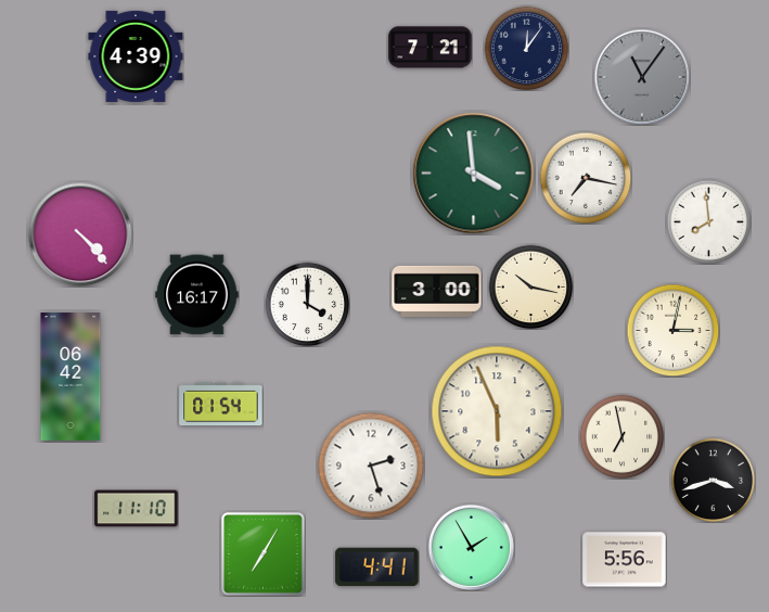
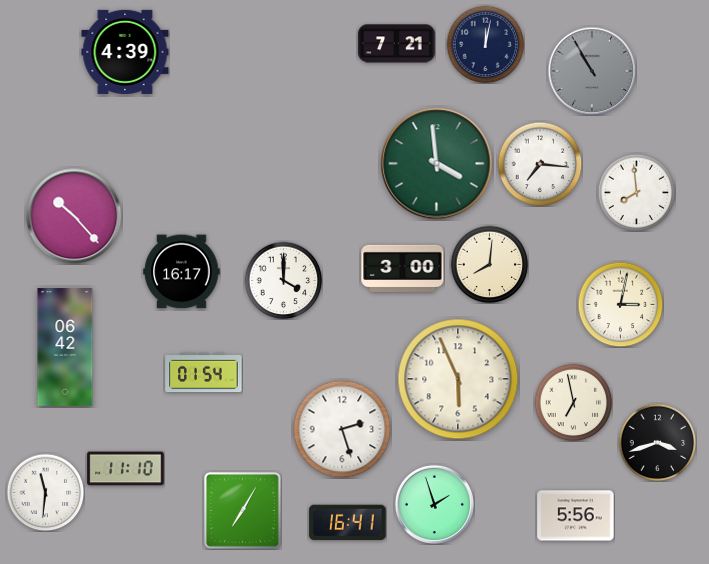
clock at (526, 48): 12:06 -> 12:02
clock at (642, 77): 11:06 -> 10:55
clock at (474, 174) position: (474, 174) -> (437, 164)
clock at (586, 178): 7:17 -> 7:16
clock at (708, 221) position: (708, 221) -> (636, 192)
clock at (80, 234): 4:23 -> 10:23
clock at (530, 286): 10:17 -> 8:01
clock at (45, 492): none -> 11:31
clock at (471, 547): 1:55 -> 1:57
clock at (377, 568): 4:41 -> 16:41
